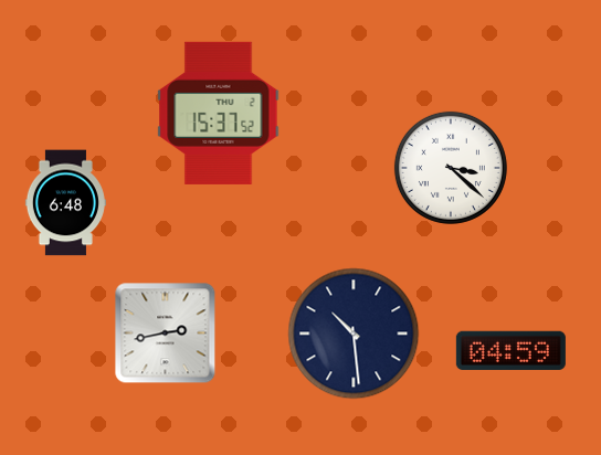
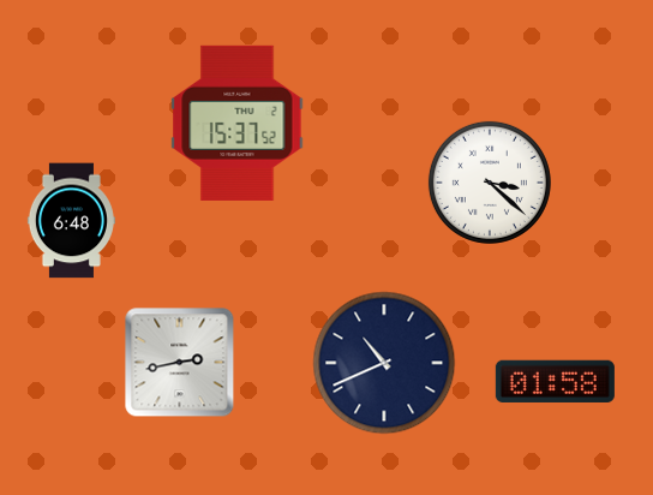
clock at (354, 334): 10:29 -> 10:41
clock at (510, 350): 04:59 -> 01:58
